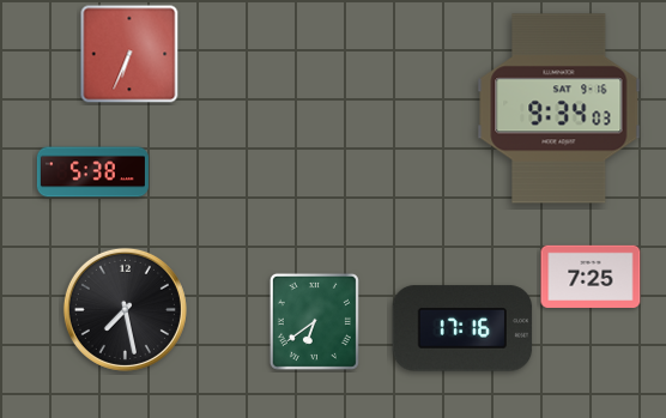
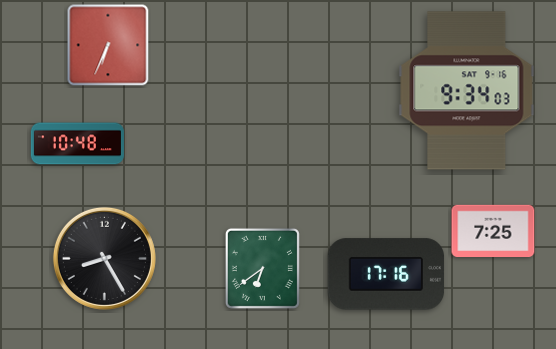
clock at (92, 172): 5:38 -> 10:48
clock at (125, 309): 7:28 -> 8:25
